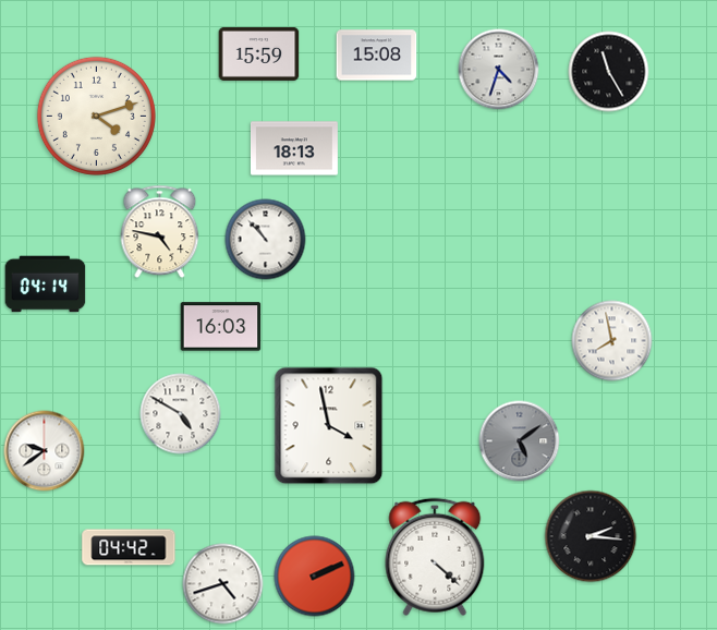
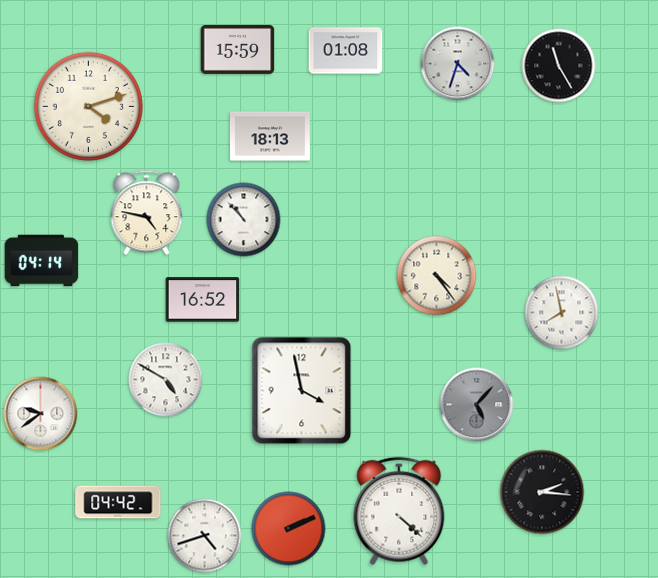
clock at (377, 56): 15:08 -> 01:08
clock at (437, 276): none -> 4:24
clock at (221, 327): 16:03 -> 16:52
clock at (520, 441): 5:09 -> 5:07
